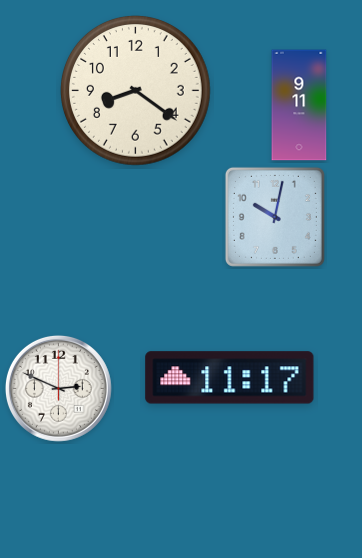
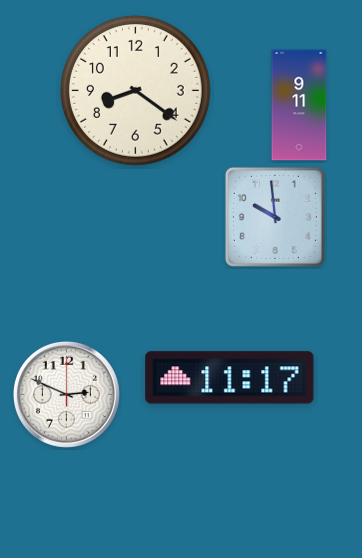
clock at (275, 217): 10:02 -> 9:59
clock at (58, 388) position: (58, 388) -> (66, 394)
